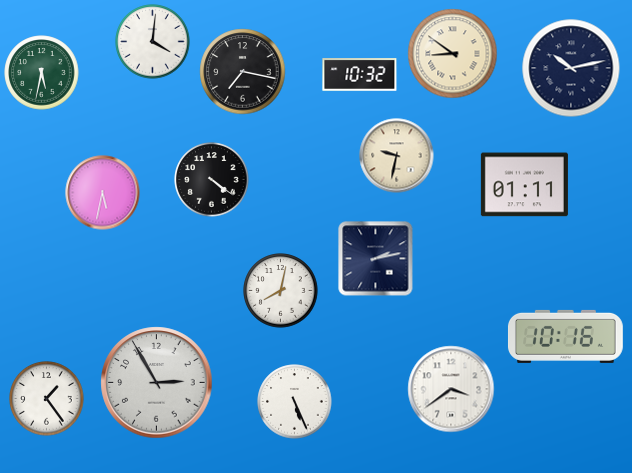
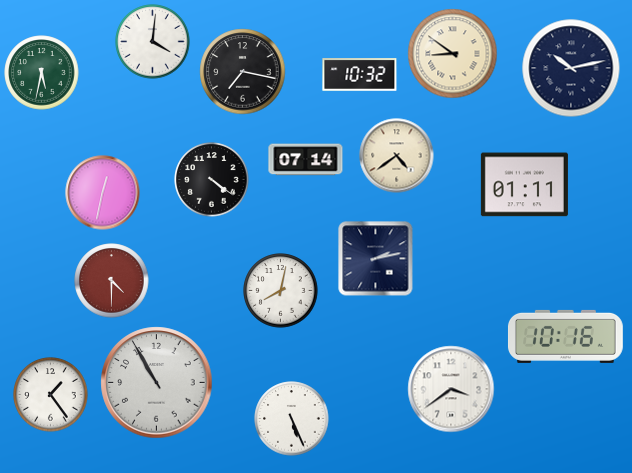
clock at (397, 156): 9:32 -> 4:39
clock at (306, 160): none -> 07:14
clock at (103, 193): 5:32 -> 12:32
clock at (112, 281): none -> 4:30
clock at (157, 383): 2:55 -> 10:55
clock at (47, 399) position: (47, 399) -> (51, 395)
clock at (295, 402) position: (295, 402) -> (292, 419)
